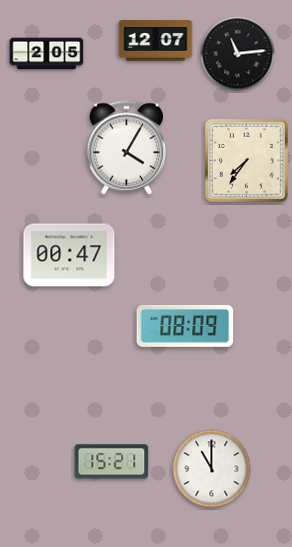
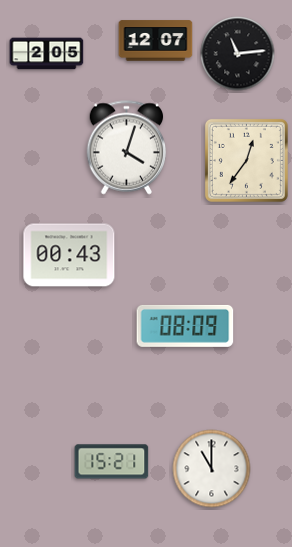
clock at (127, 148): 4:05 -> 4:03
clock at (246, 160): 7:36 -> 12:36
clock at (69, 255): 00:47 -> 00:43
